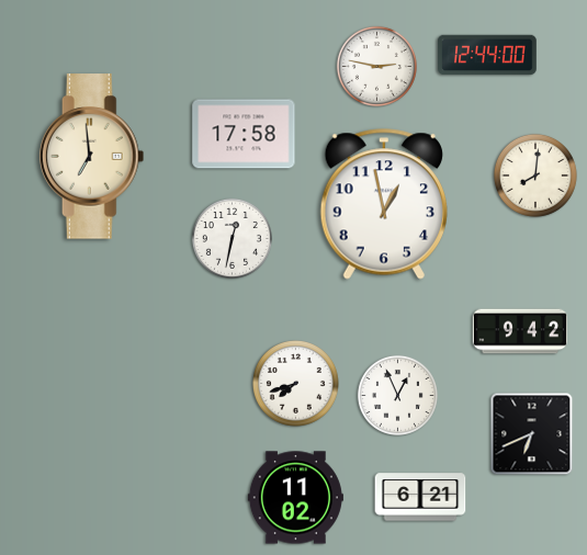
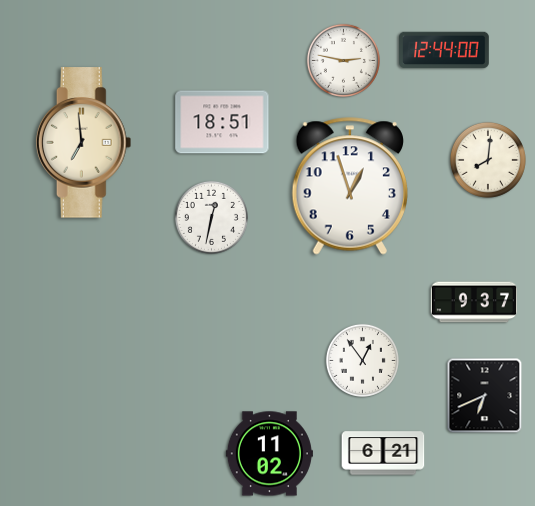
clock at (244, 134): 17:58 -> 18:51
clock at (384, 204): 12:58 -> 12:57
clock at (519, 331): 9:42 -> 9:37
clock at (296, 384): 7:42 -> none
clock at (397, 395): 12:56 -> 12:54
